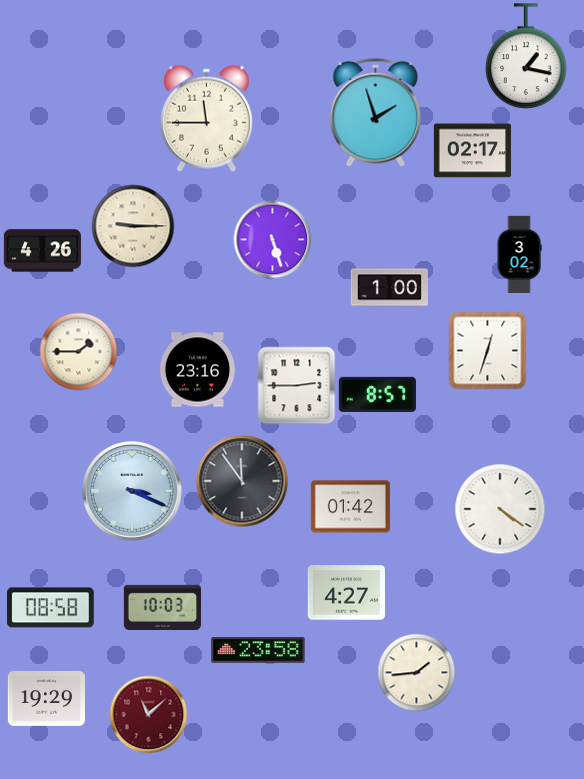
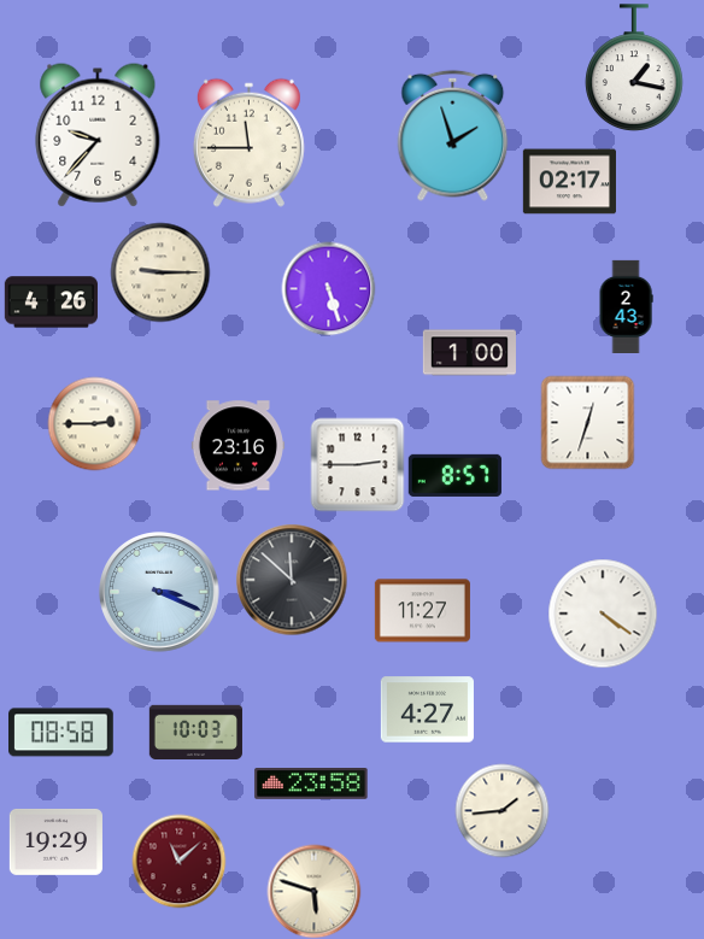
clock at (98, 135): none -> 9:37
clock at (519, 254): 3:02 -> 2:43
clock at (389, 288) position: (389, 288) -> (469, 353)
clock at (78, 351): 1:45 -> 2:45
clock at (242, 481): 11:54 -> 11:52
clock at (350, 507): 01:42 -> 11:27
clock at (346, 593) position: (346, 593) -> (427, 710)
clock at (313, 891): none -> 5:48
